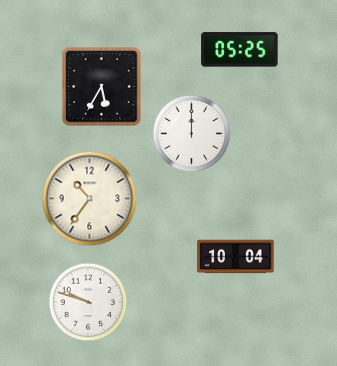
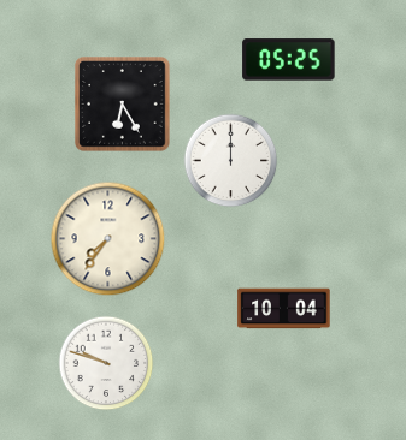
clock at (102, 87): 5:35 -> 6:25
clock at (89, 198): 10:36 -> 7:36
